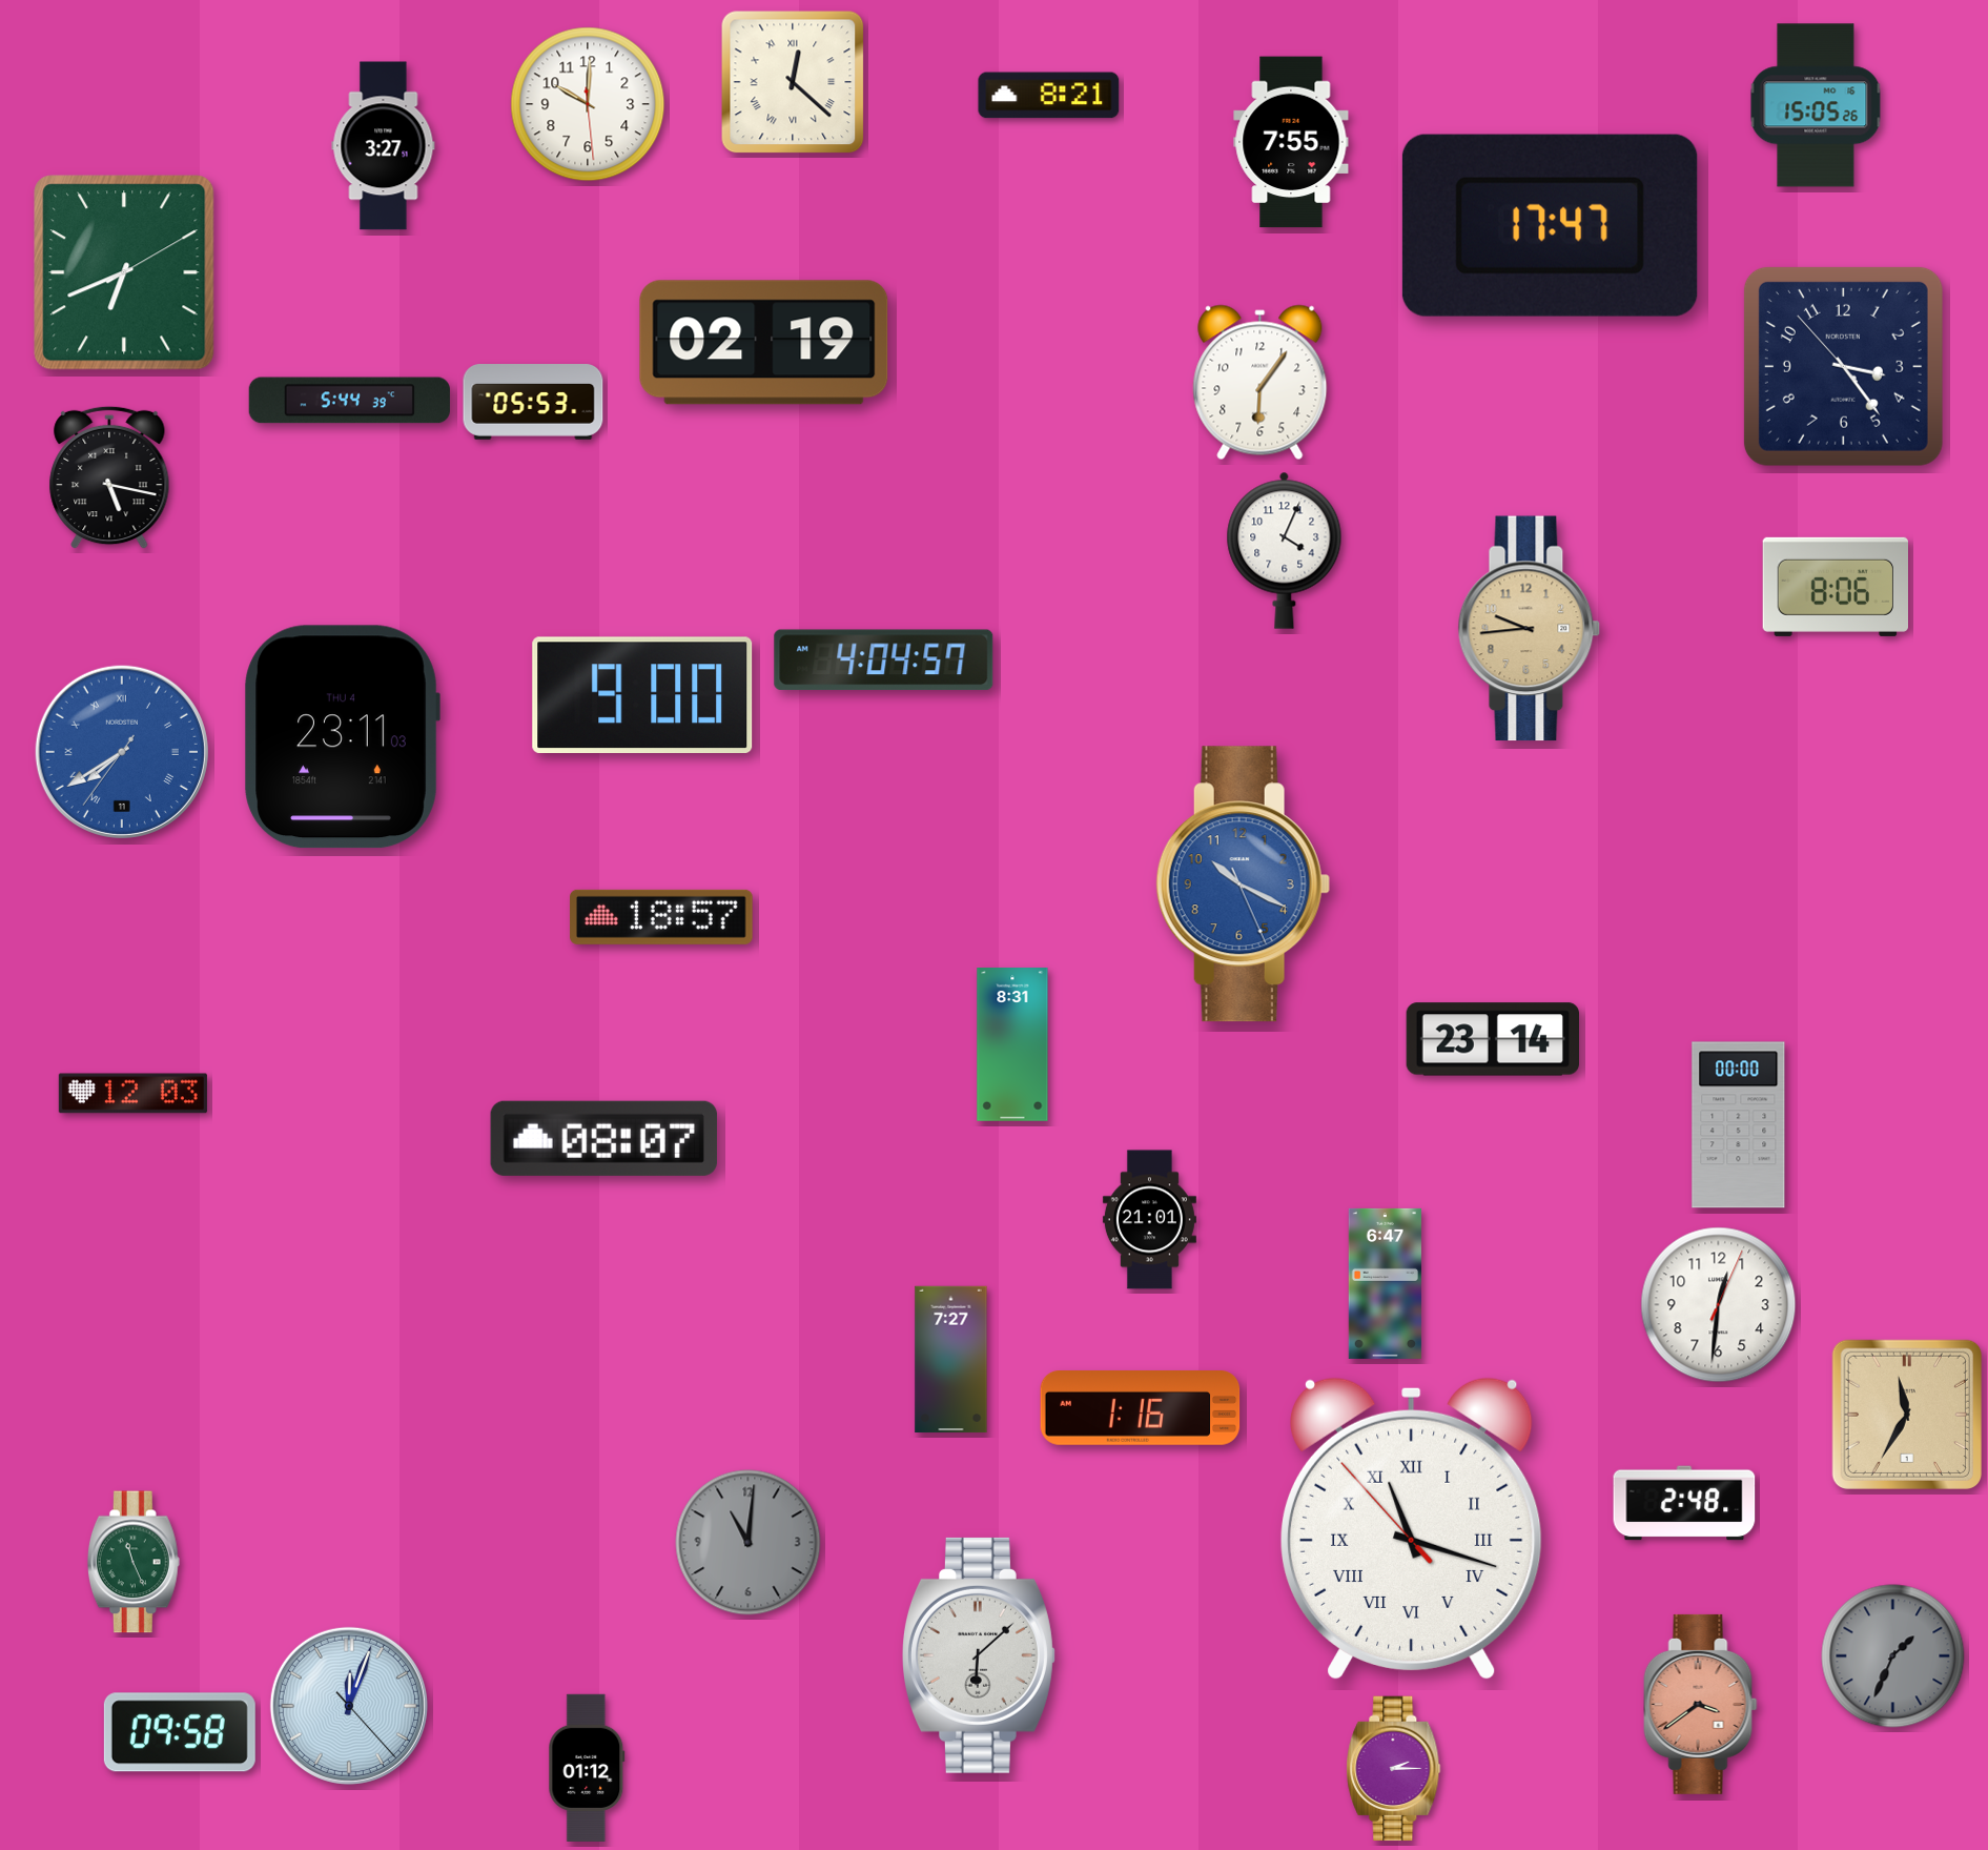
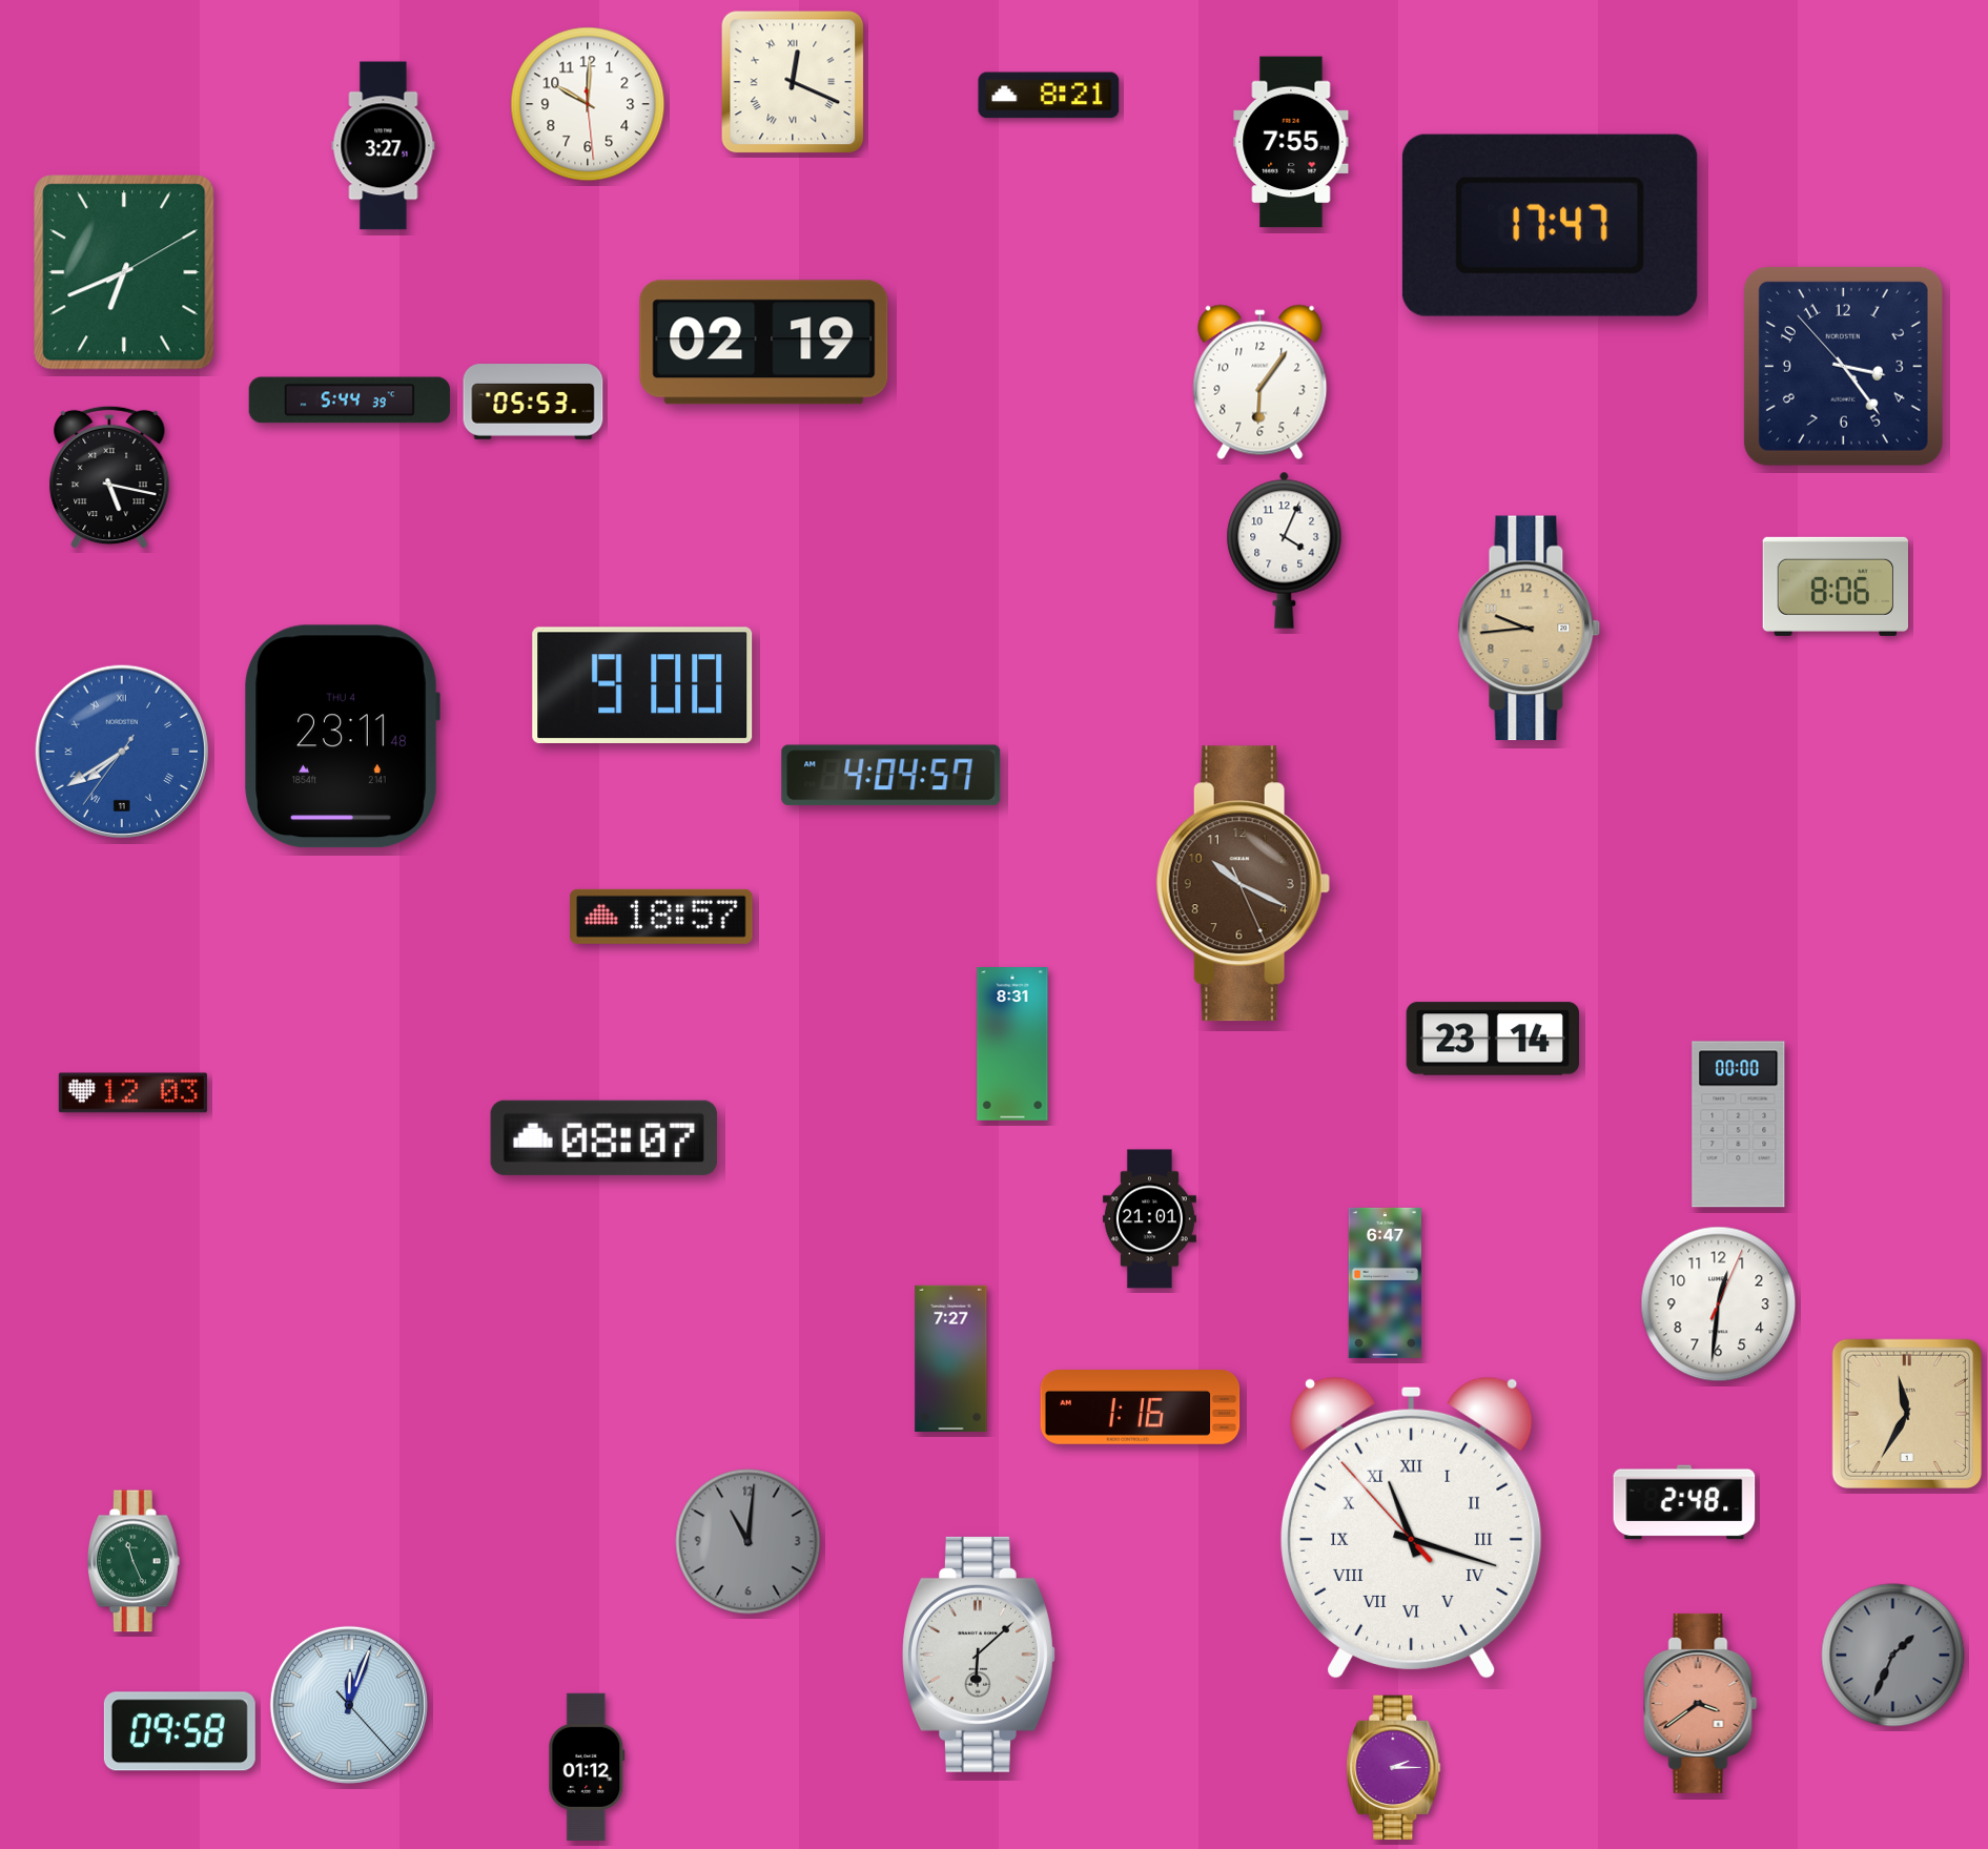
clock at (793, 82): 12:22 -> 12:19
clock at (1816, 105): 15:05 -> none
clock at (884, 659) position: (884, 659) -> (891, 775)
clock at (642, 694) position: (642, 694) -> (642, 684)
clock at (342, 737): 23:11:03 -> 23:11:48
clock at (1243, 885) dial: blue -> brown
